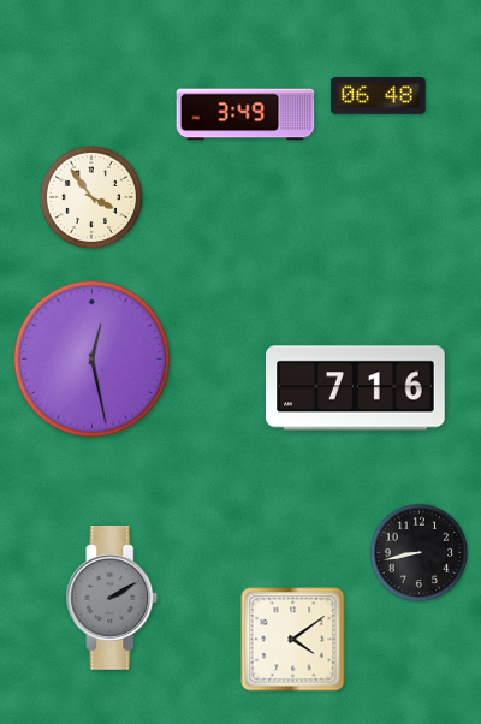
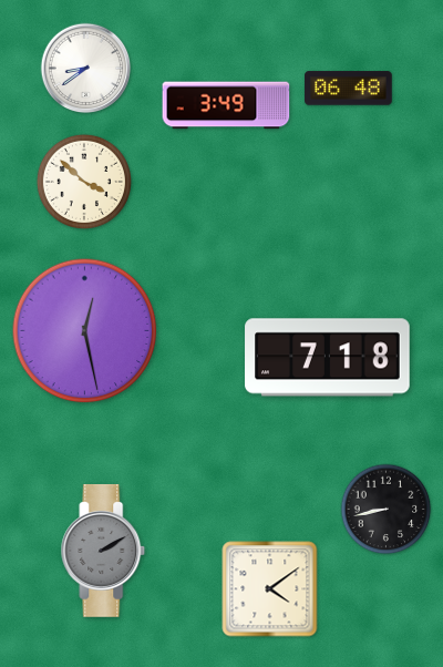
clock at (86, 69): none -> 8:39
clock at (91, 197): 3:54 -> 3:52
clock at (356, 388): 7:16 -> 7:18
